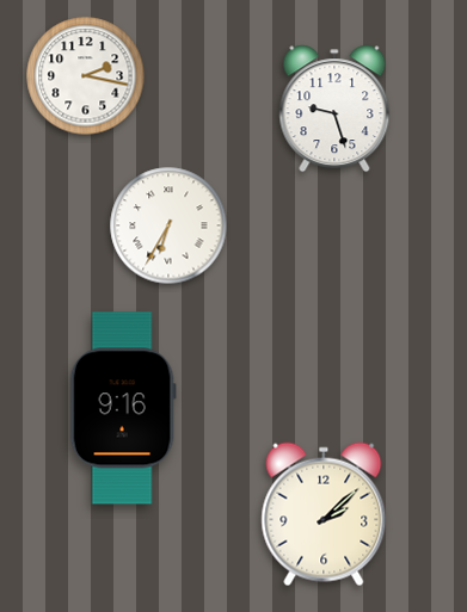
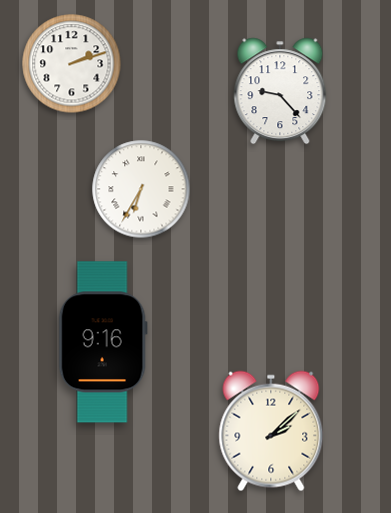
clock at (86, 76): 2:17 -> 2:12
clock at (334, 109): 9:27 -> 9:23
